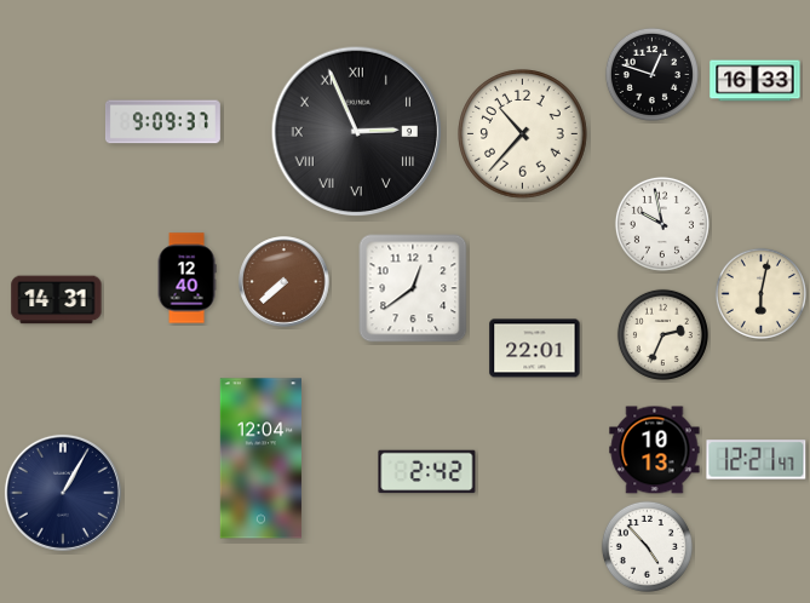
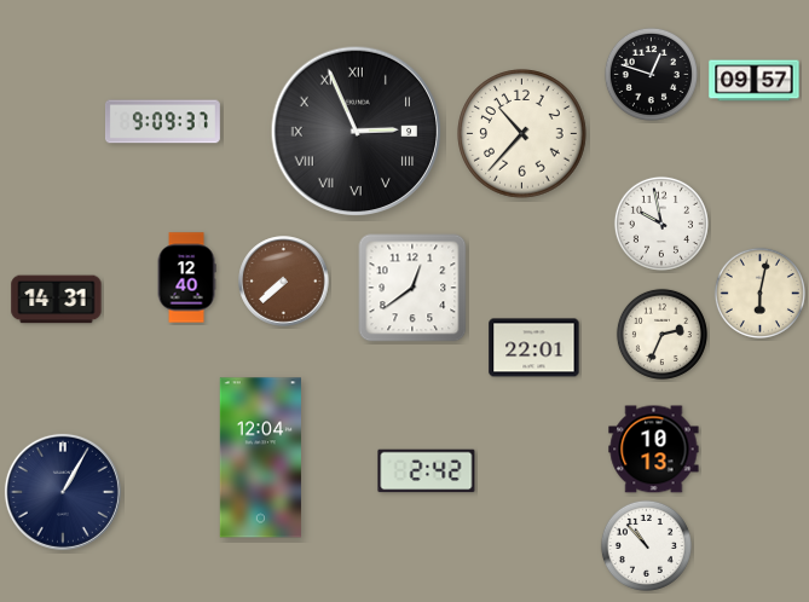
clock at (756, 81): 16:33 -> 09:57
clock at (757, 460): 12:21 -> none
clock at (647, 546): 4:53 -> 10:53
